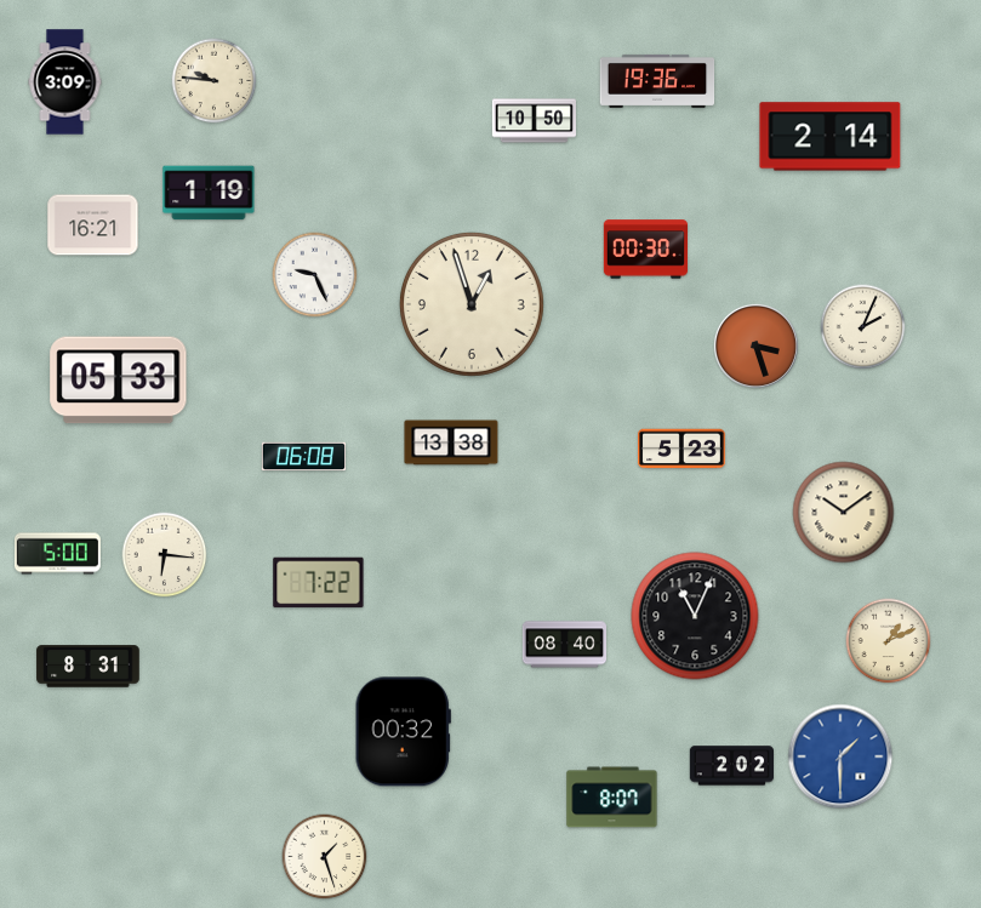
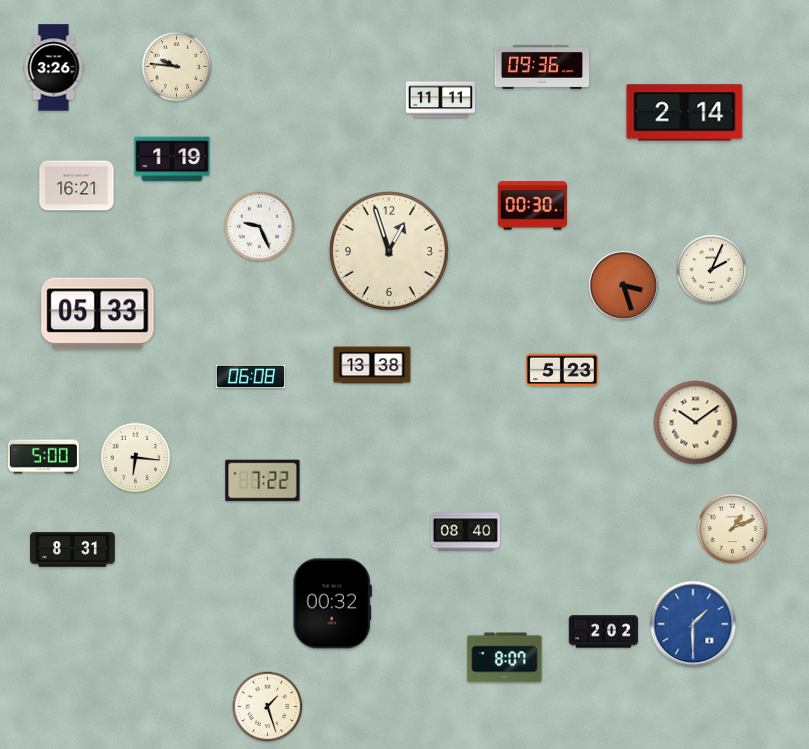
clock at (657, 81): 19:36 -> 09:36
clock at (65, 82): 3:09 -> 3:26
clock at (535, 121): 10:50 -> 11:11
clock at (57, 554) position: (57, 554) -> (43, 457)
clock at (695, 616): 11:04 -> none
